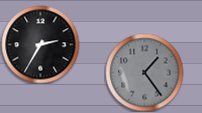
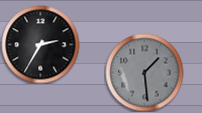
clock at (144, 72): 1:24 -> 1:29
